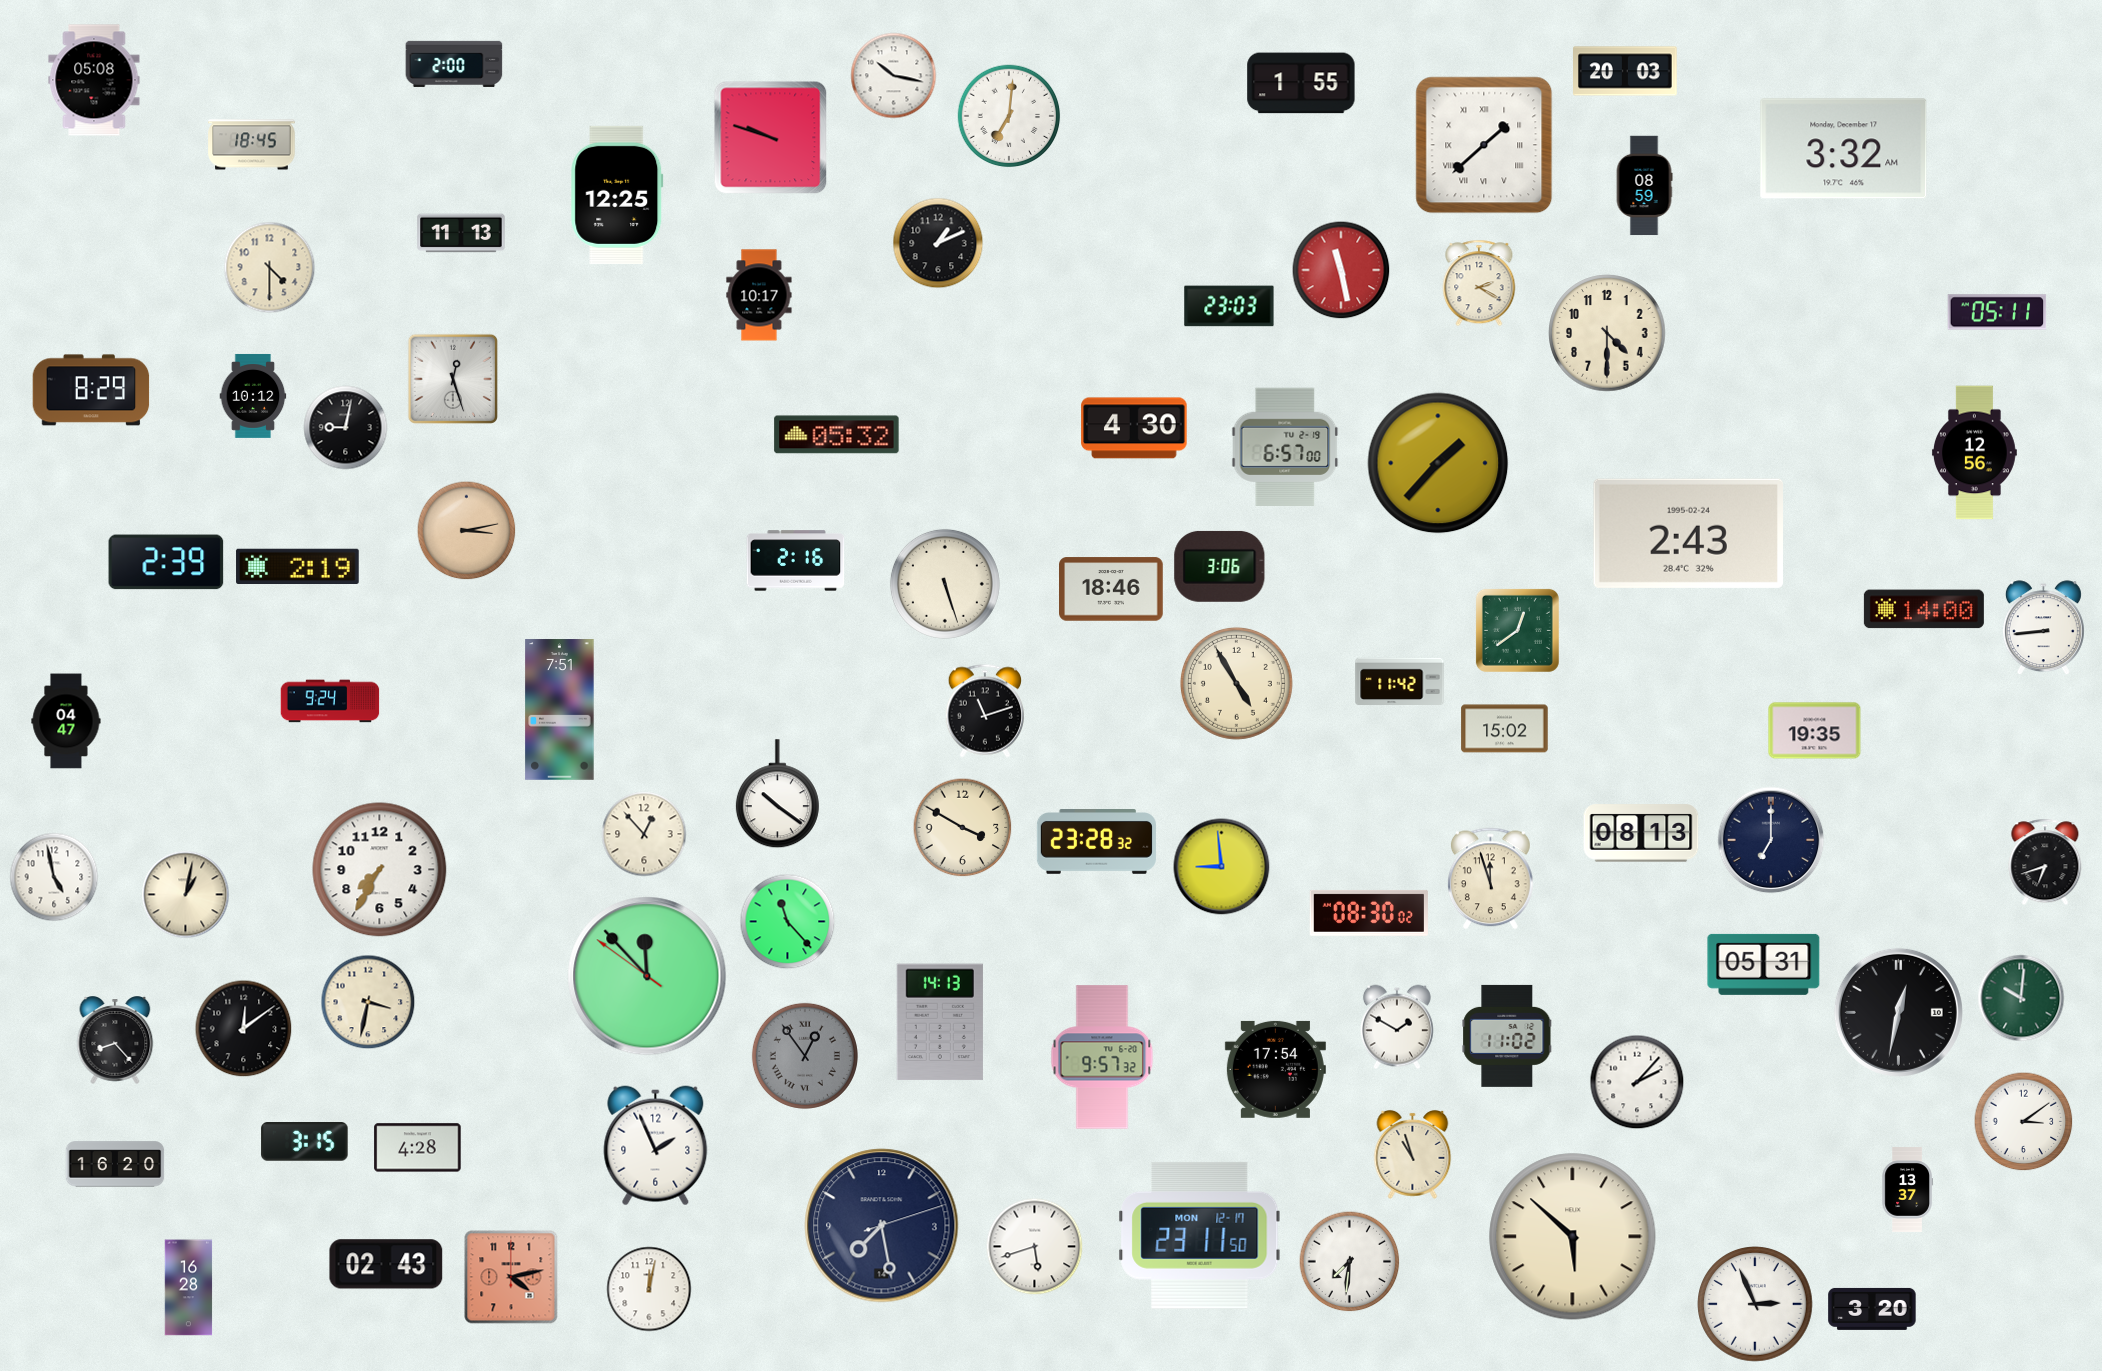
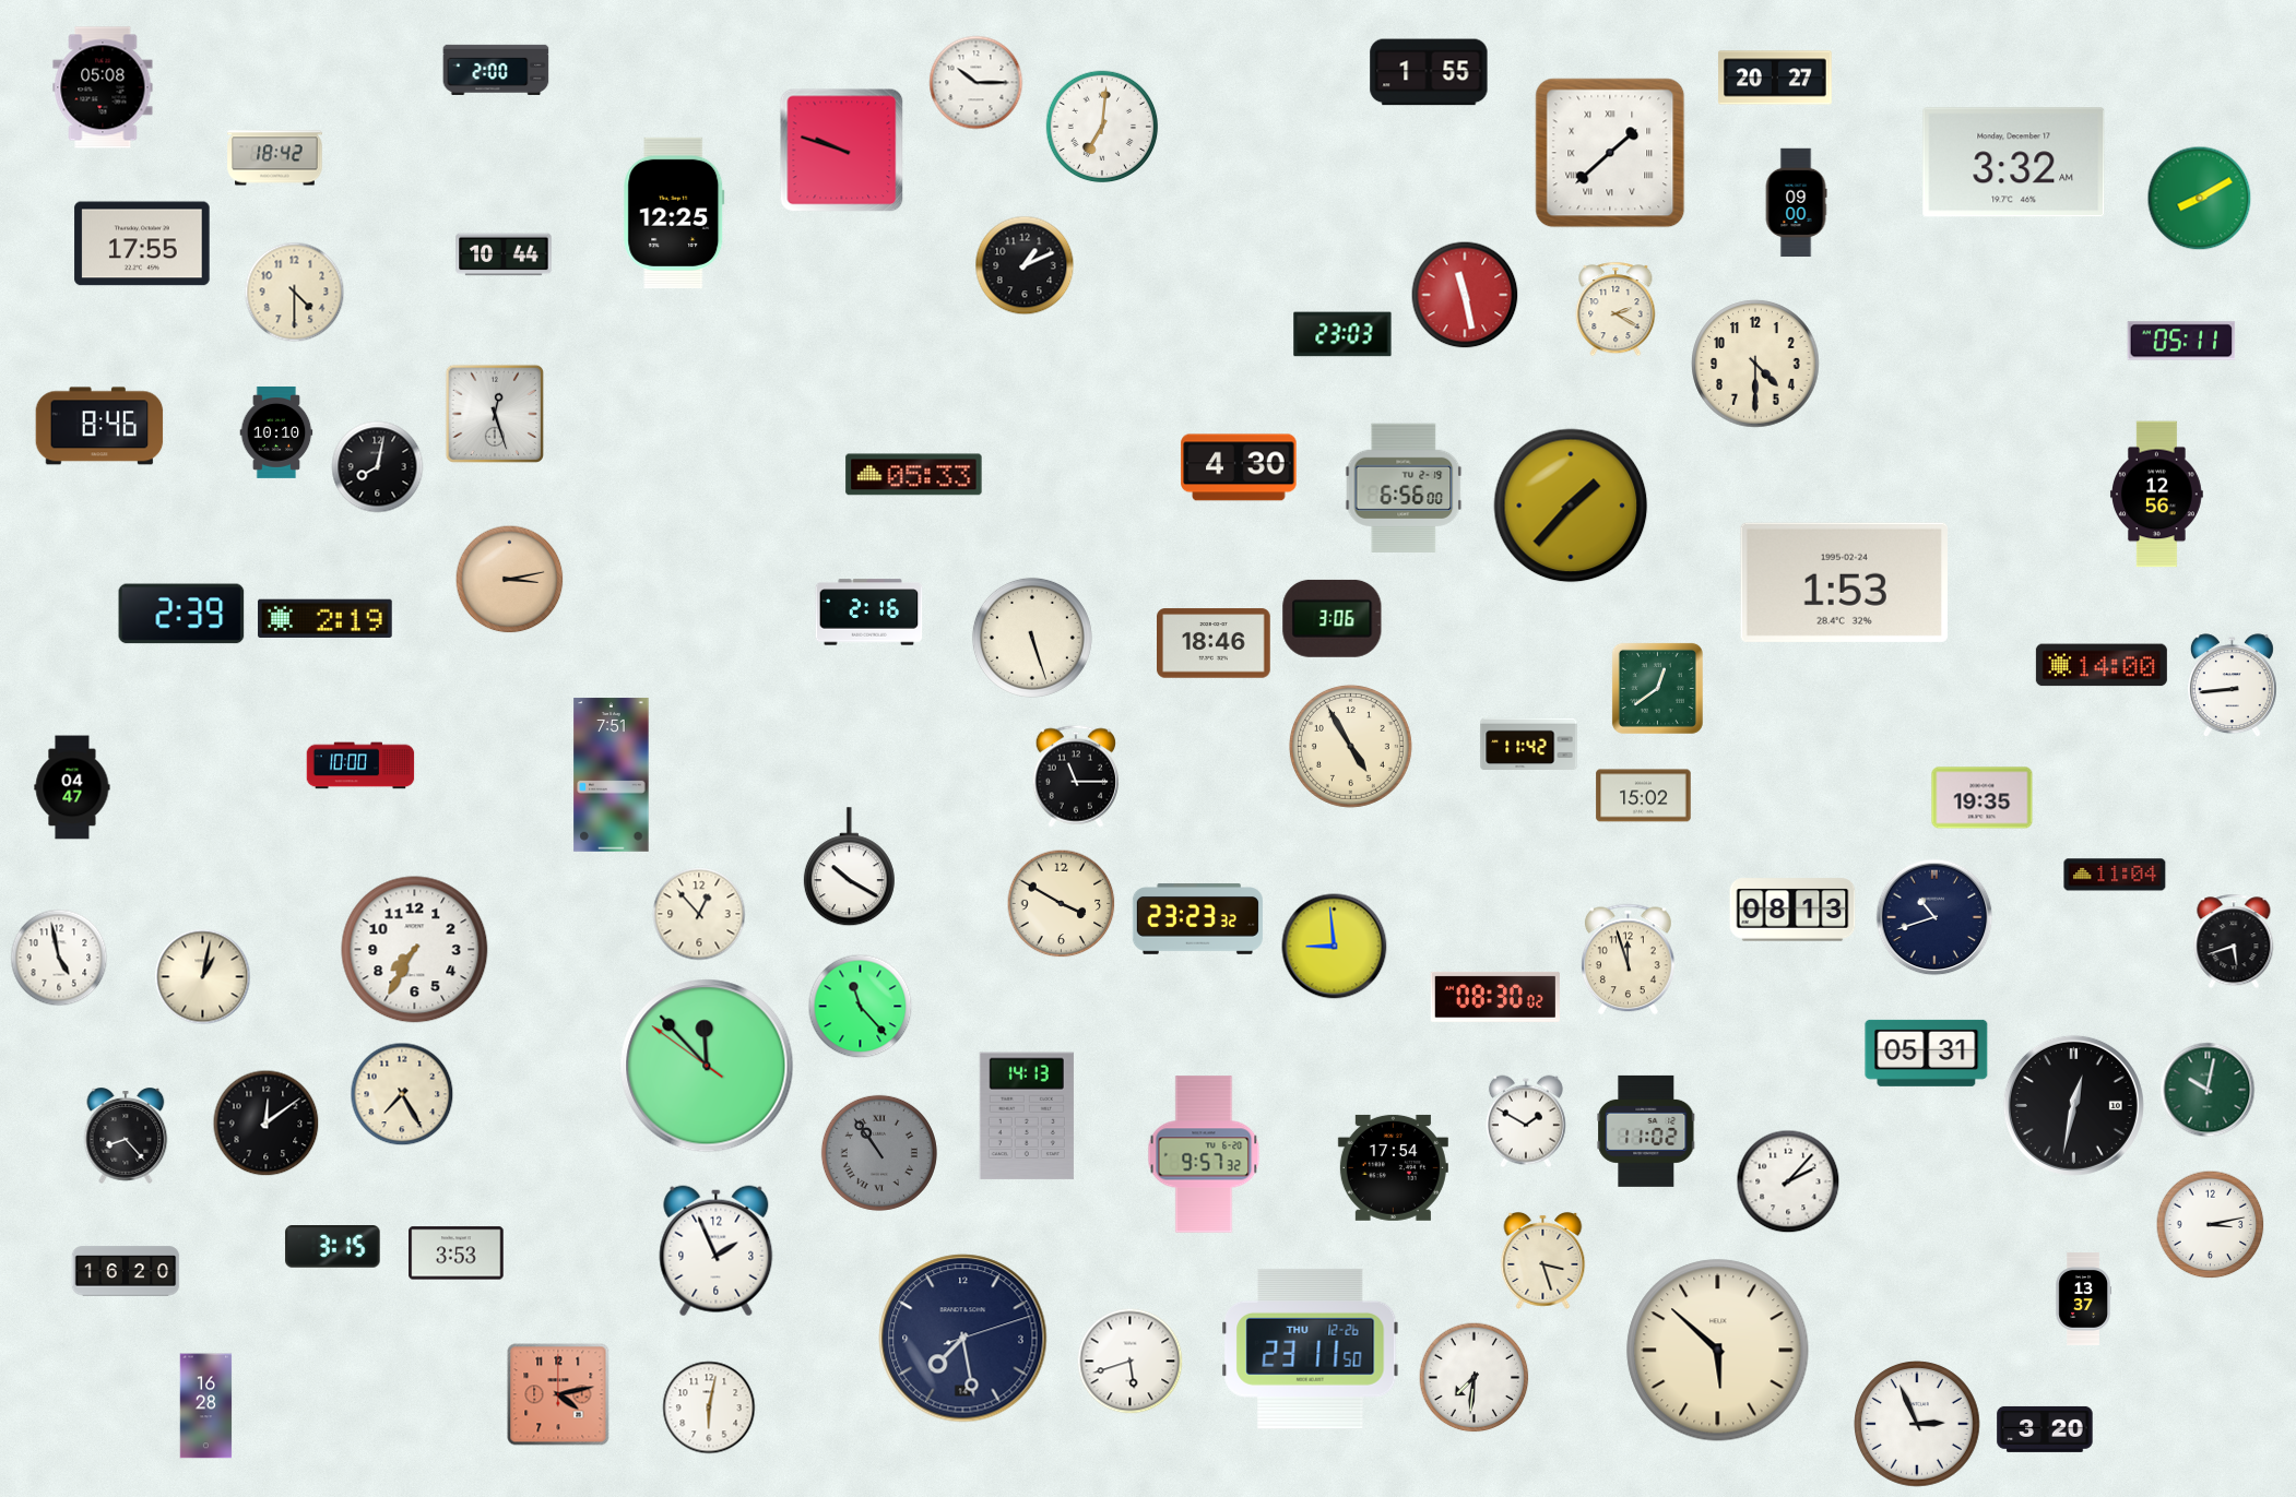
clock at (1626, 71): 20:03 -> 20:27
clock at (894, 76): 10:17 -> 10:15
clock at (1301, 83) position: (1301, 83) -> (1429, 72)
clock at (252, 145): 18:45 -> 18:42
clock at (1484, 145) position: (1484, 145) -> (1610, 153)
clock at (2200, 199): none -> 8:10
clock at (1644, 186): 08:59 -> 09:00
clock at (142, 243): none -> 17:55
clock at (461, 233): 11:13 -> 10:44
clock at (759, 295): 10:17 -> none
clock at (91, 390): 8:29 -> 8:46
clock at (253, 396): 10:12 -> 10:10
clock at (346, 428): 9:02 -> 8:02
clock at (837, 435): 05:32 -> 05:33
clock at (1285, 447): 6:57 -> 6:56
clock at (1688, 533): 2:43 -> 1:53
clock at (330, 701): 9:24 -> 10:00
clock at (984, 711): 11:12 -> 11:15
clock at (777, 794): 10:21 -> 10:20
clock at (2115, 875): none -> 11:04
clock at (963, 828) position: (963, 828) -> (1062, 904)
clock at (644, 834) position: (644, 834) -> (699, 914)
clock at (1771, 840): 7:00 -> 10:42
clock at (1096, 842): 23:28 -> 23:23
clock at (2045, 862): 6:42 -> 5:42
clock at (2021, 998): 10:01 -> 10:02
clock at (368, 1002): 3:32 -> 7:25
clock at (805, 1056): 12:54 -> 10:54
clock at (2024, 1122): 3:09 -> 3:13
clock at (418, 1148): 4:28 -> 3:53
clock at (1413, 1154): 10:57 -> 3:27
clock at (1200, 1235) date: MON 12-17 -> THU 12-26
clock at (386, 1264): 02:43 -> none
clock at (649, 1289): 12:02 -> 6:02
